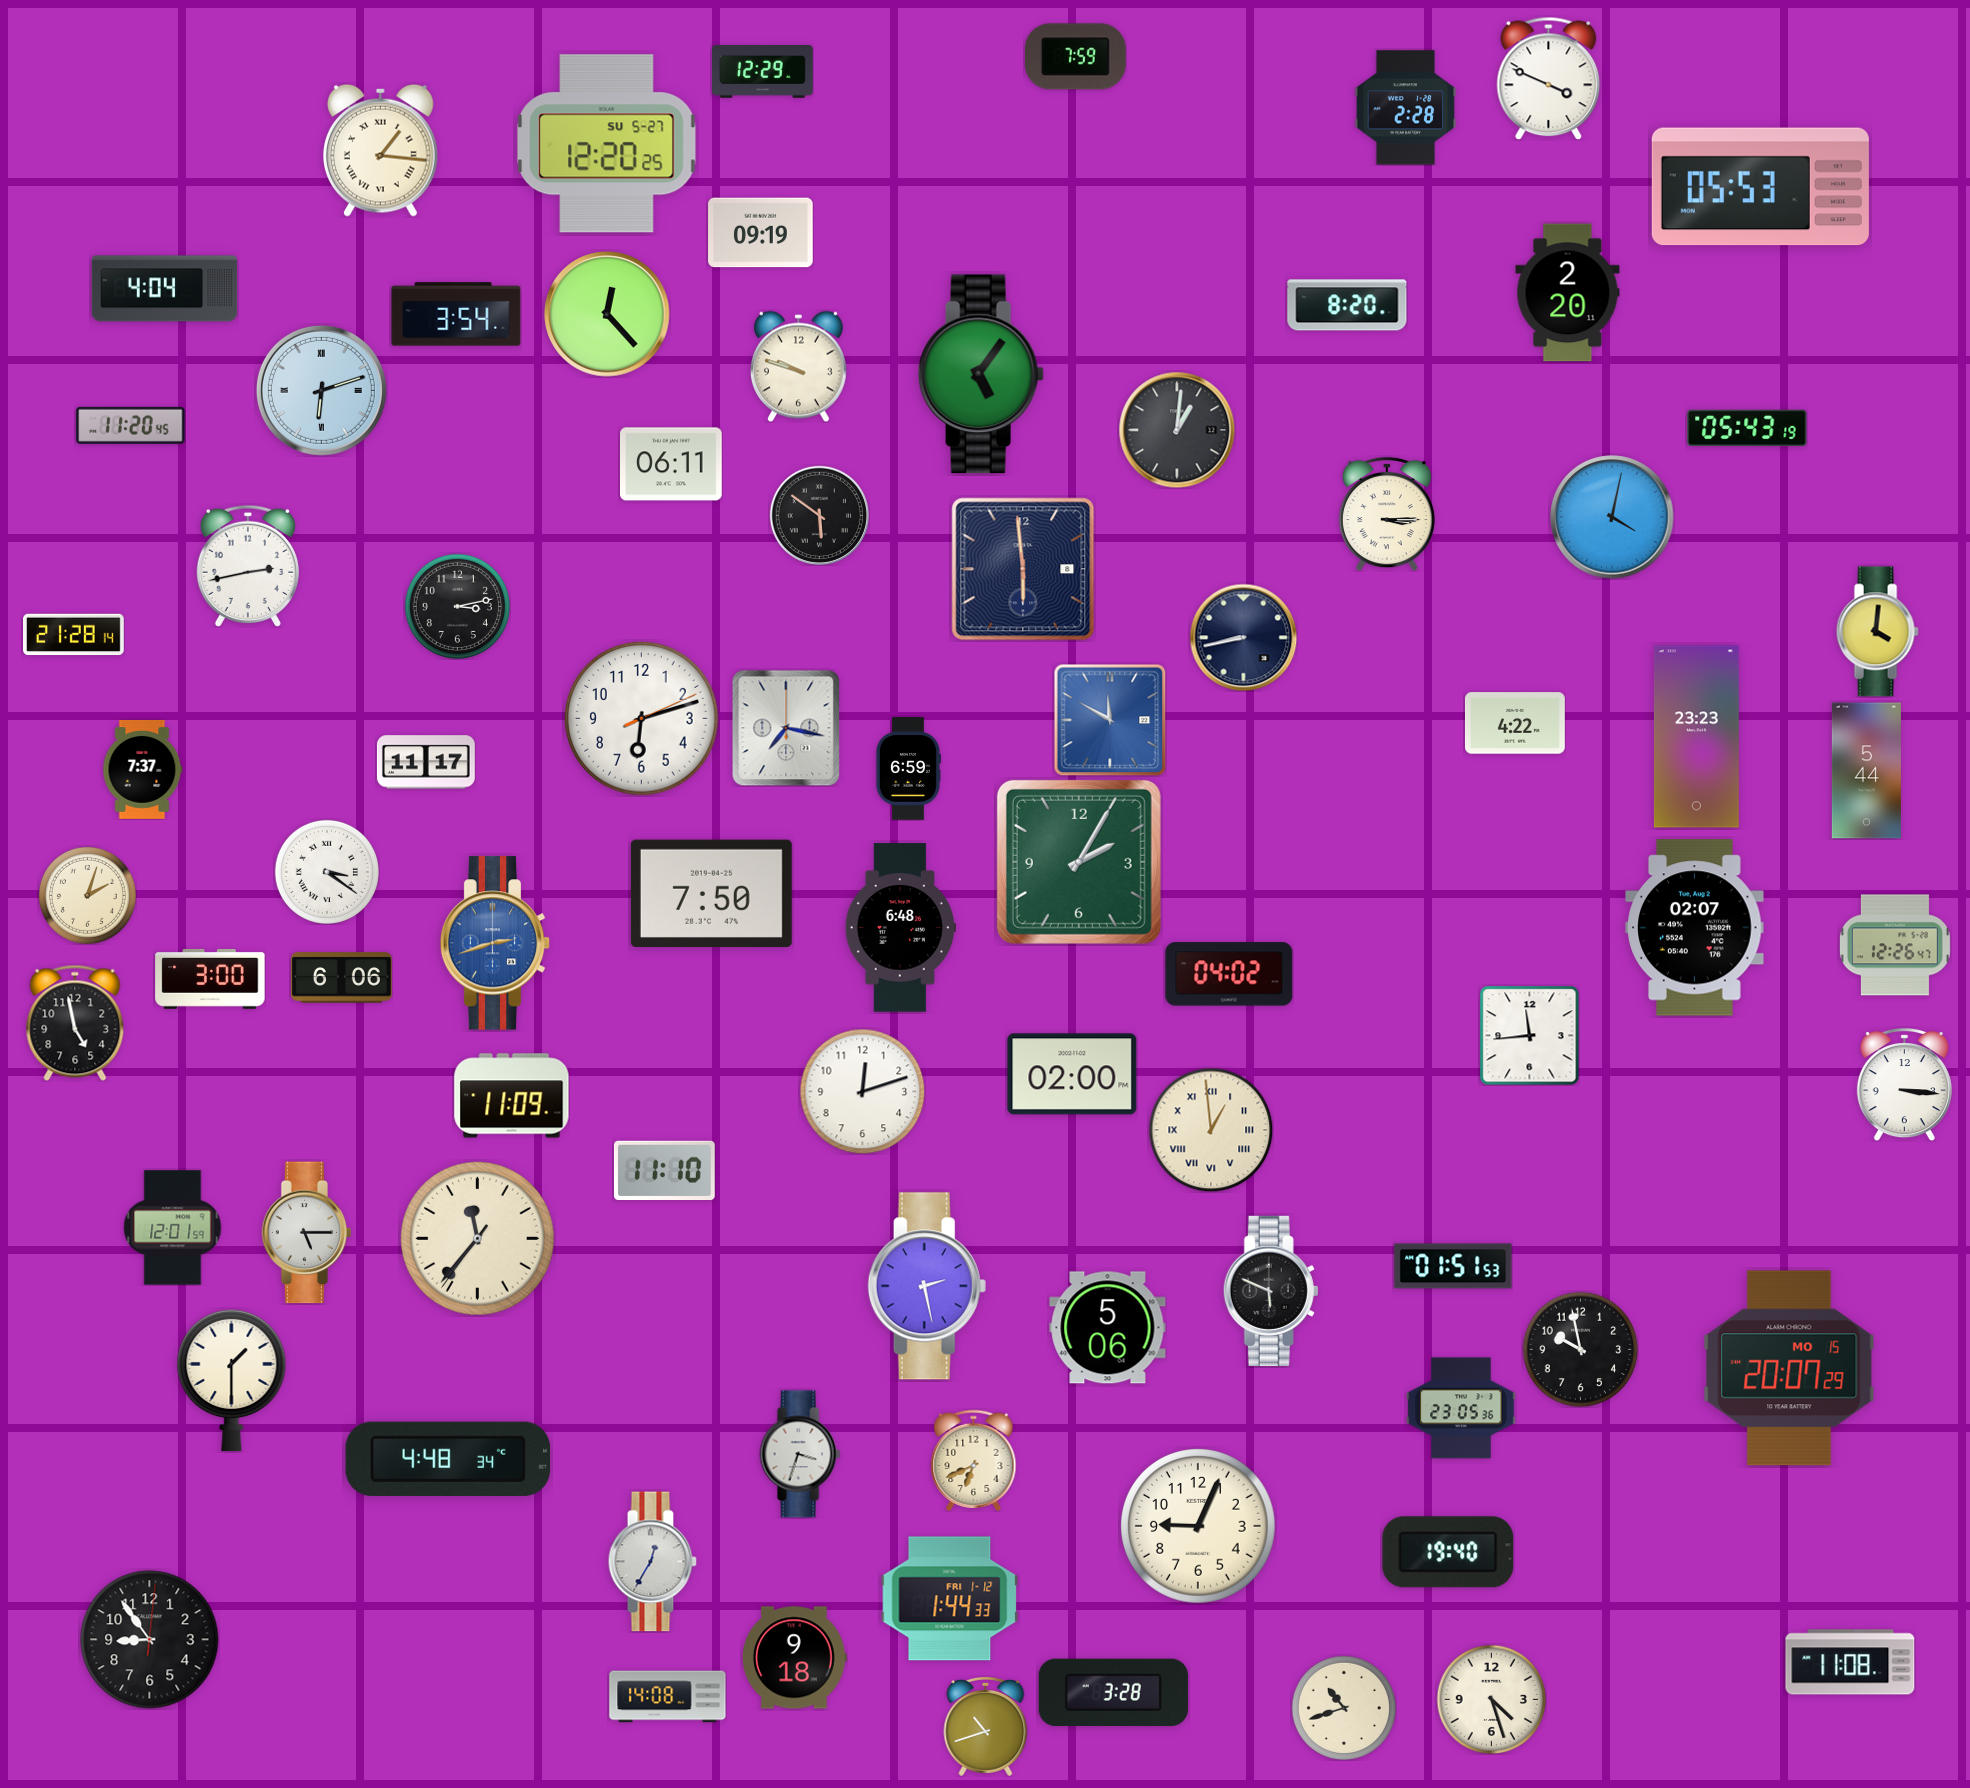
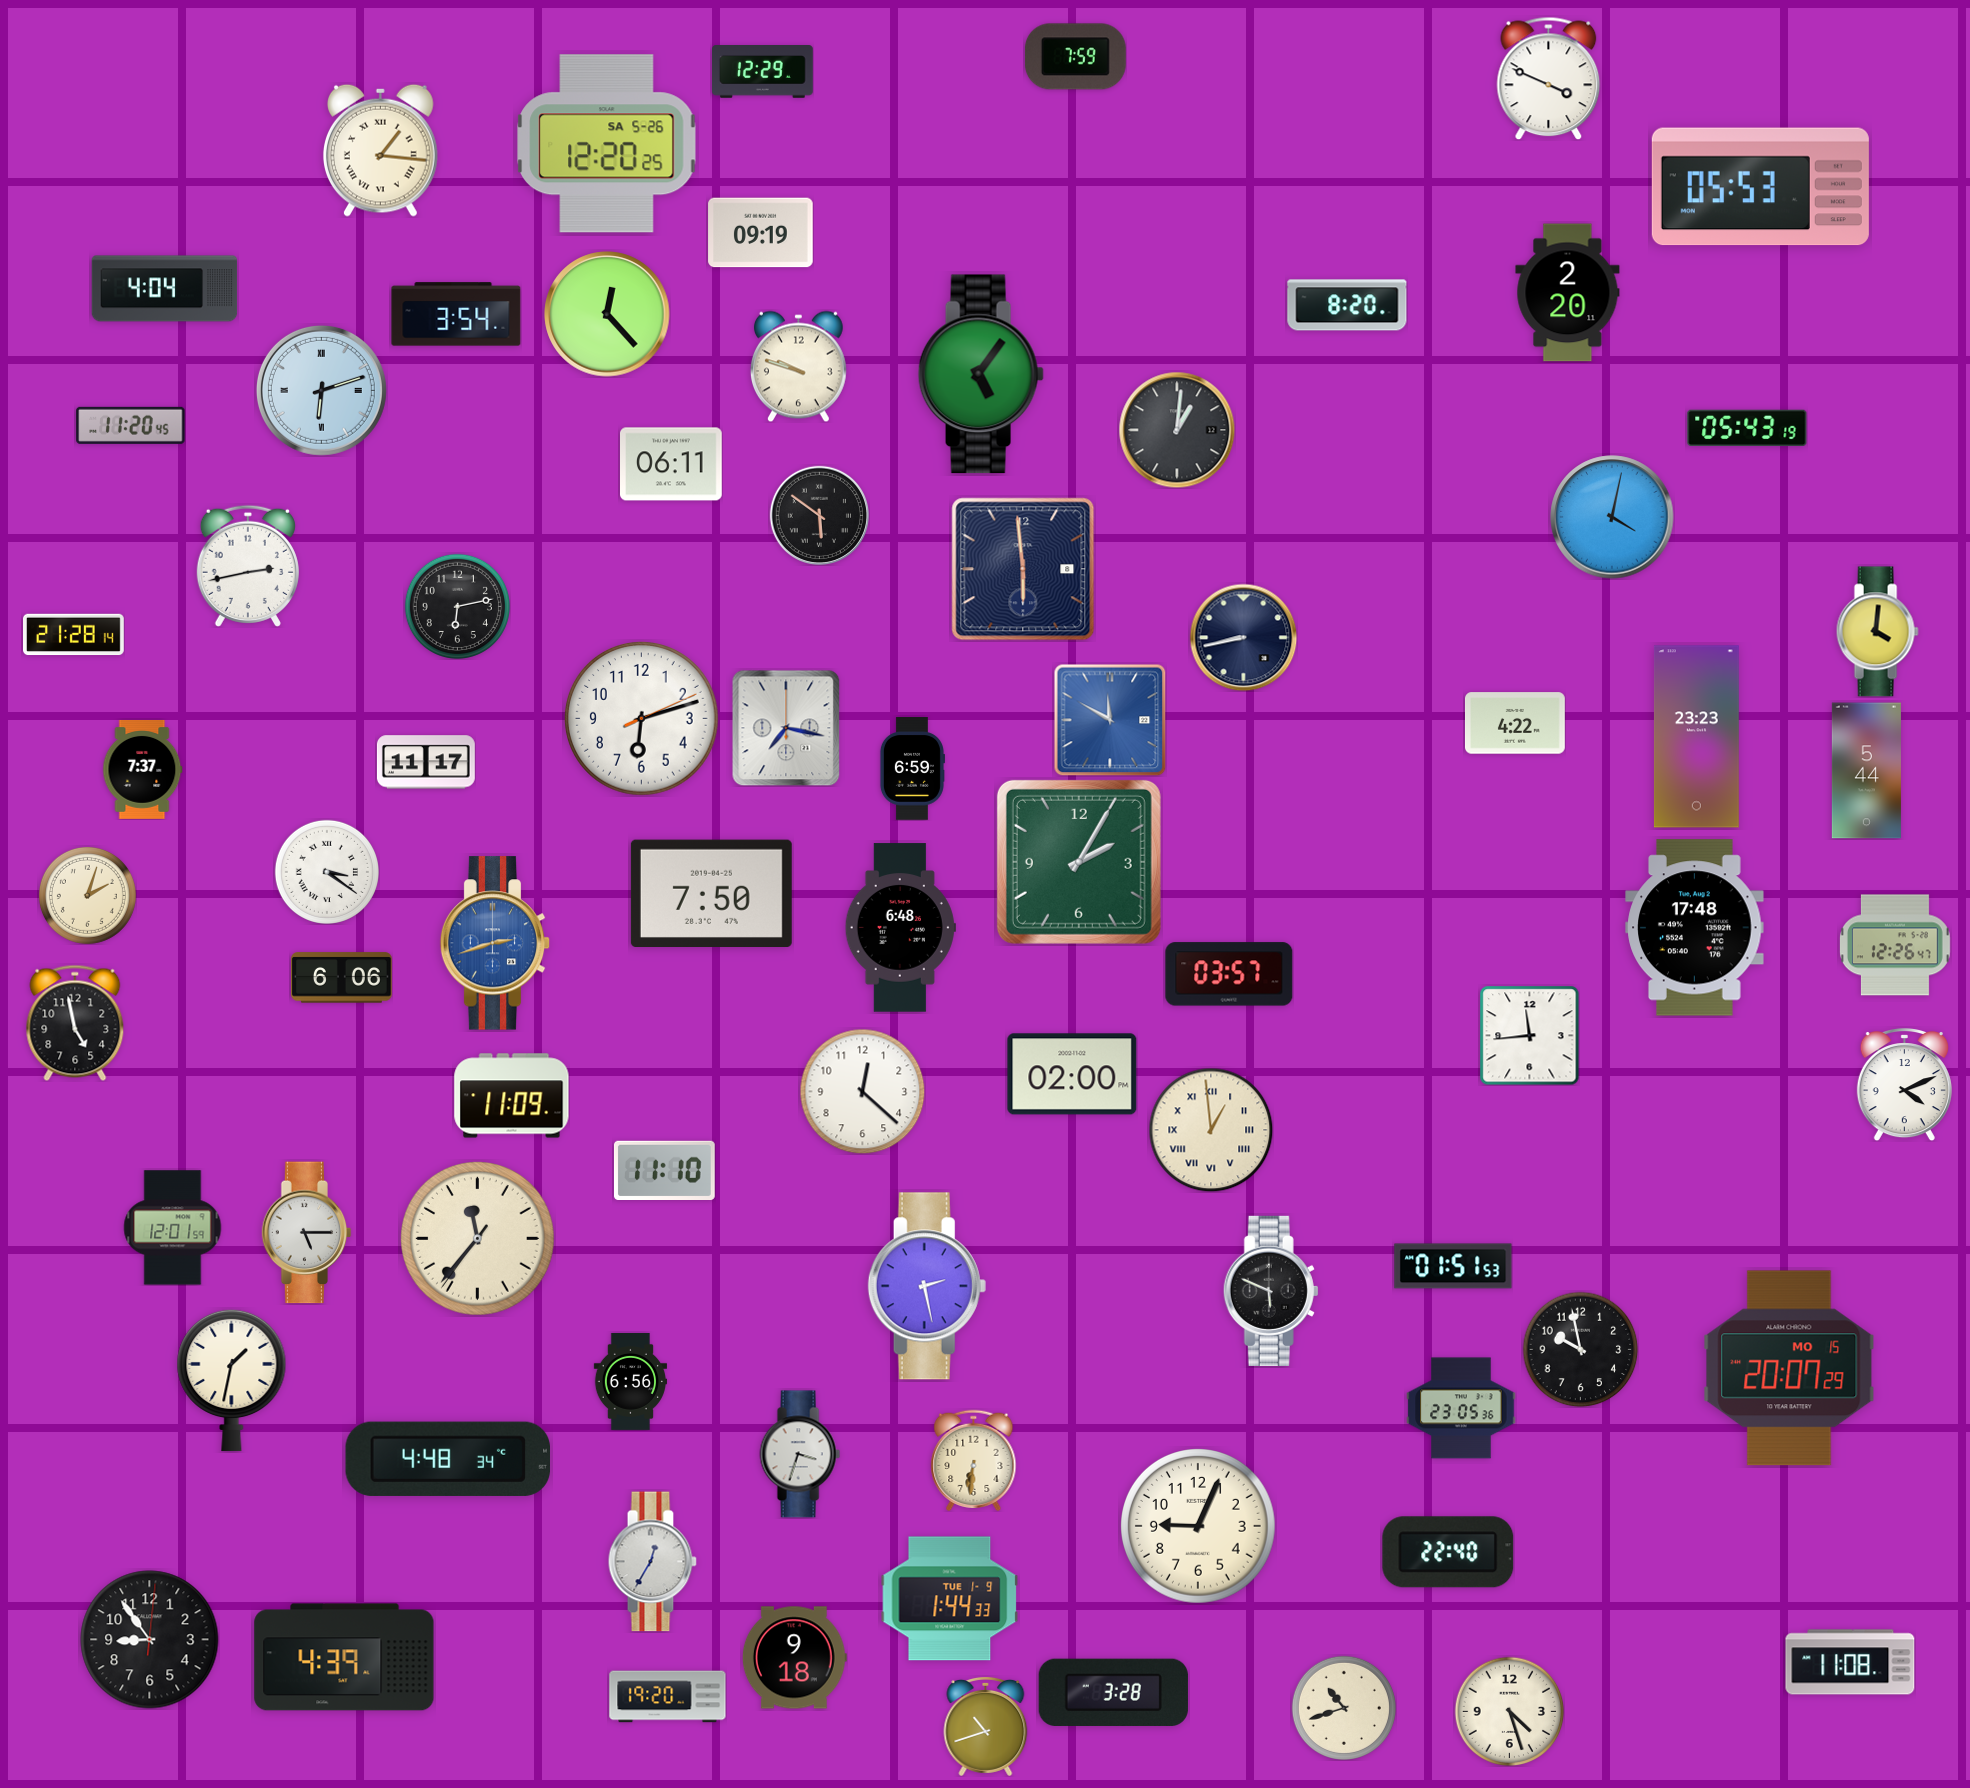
clock at (1406, 108): 2:28 -> none
clock at (607, 144) date: SU 5-27 -> SA 5-26
clock at (1386, 514): 3:15 -> none
clock at (457, 606): 3:13 -> 6:13
clock at (908, 769) position: (908, 769) -> (912, 769)
clock at (1695, 928): 02:07 -> 17:48
clock at (1229, 974): 04:02 -> 03:57
clock at (210, 979): 3:00 -> none
clock at (1904, 1085): 3:16 -> 4:11
clock at (862, 1091): 12:12 -> 12:22
clock at (1108, 1328): 5:06 -> none
clock at (232, 1380): 1:30 -> 1:32
clock at (630, 1381): none -> 6:56
clock at (974, 1460): 6:41 -> 6:31
clock at (1448, 1552): 19:40 -> 22:40
clock at (950, 1599) date: FRI 1-12 -> TUE 1-9
clock at (344, 1657): none -> 4:39
clock at (668, 1697): 14:08 -> 19:20
clock at (1491, 1699) position: (1491, 1699) -> (1509, 1711)
